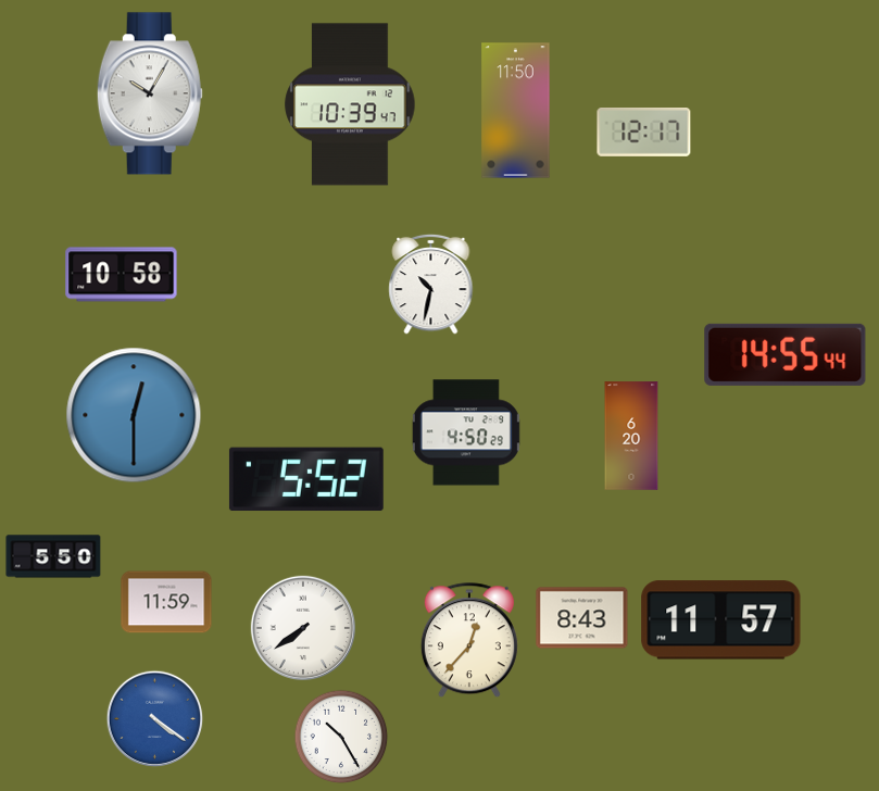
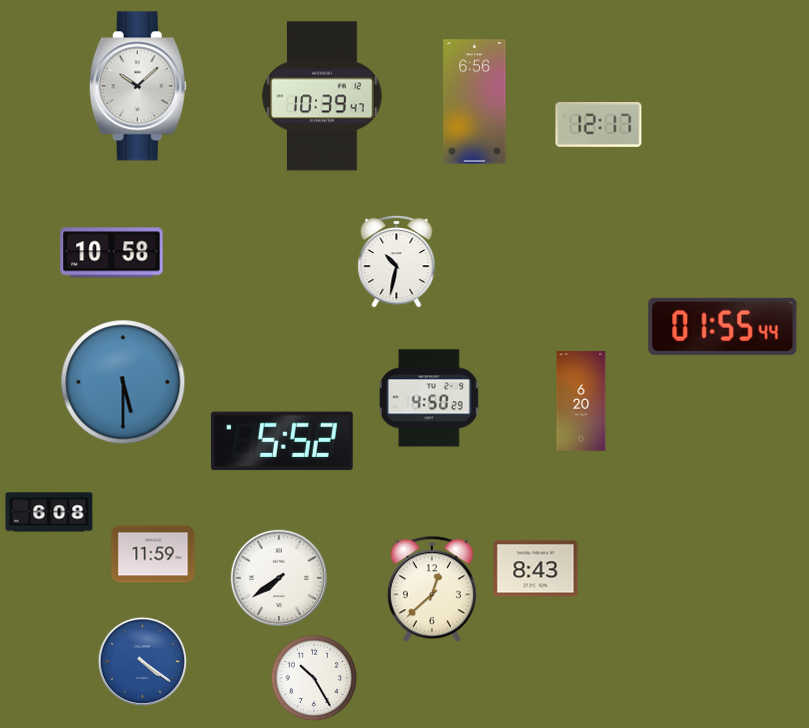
clock at (150, 93): 10:05 -> 10:08
clock at (516, 111): 11:50 -> 6:56
clock at (644, 133) position: (644, 133) -> (599, 125)
clock at (786, 354): 14:55 -> 01:55
clock at (134, 415): 12:30 -> 5:30
clock at (53, 556): 5:50 -> 6:08
clock at (721, 620): 11:57 -> none
clock at (469, 641): 12:37 -> 12:38
